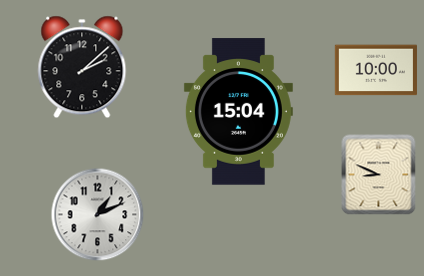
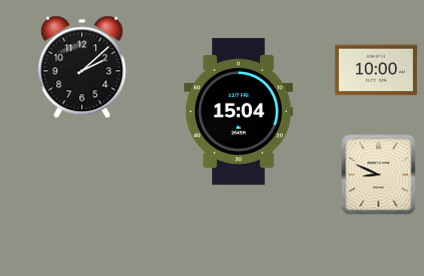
clock at (98, 215): 1:11 -> none
